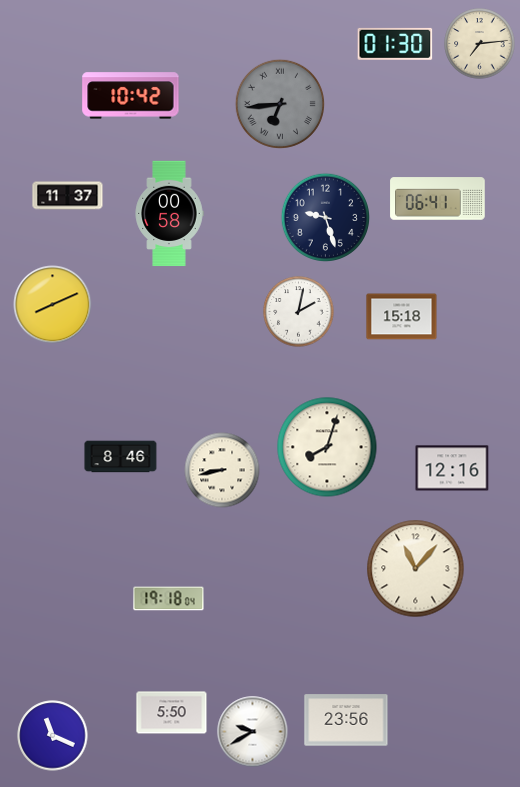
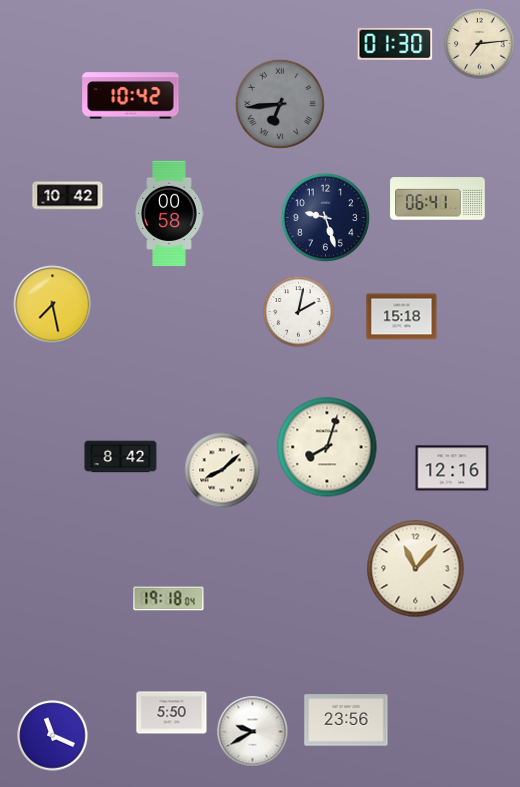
clock at (68, 196): 11:37 -> 10:42
clock at (53, 305): 8:11 -> 7:28
clock at (121, 457): 8:46 -> 8:42
clock at (222, 470): 8:43 -> 8:08
